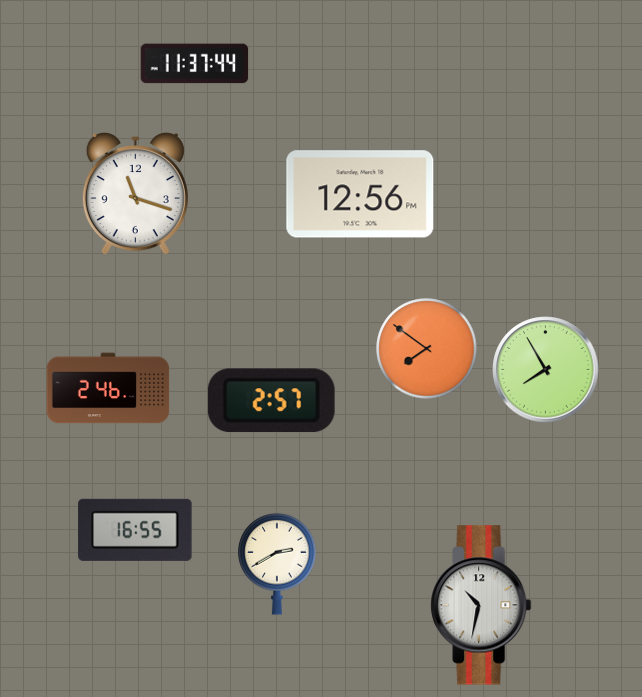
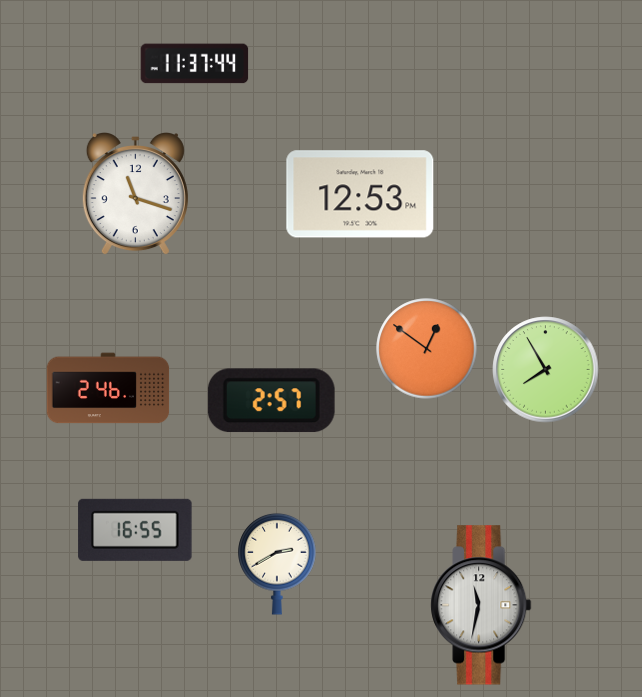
clock at (360, 194): 12:56 -> 12:53
clock at (427, 349): 7:51 -> 12:51
clock at (481, 605): 10:32 -> 11:32
